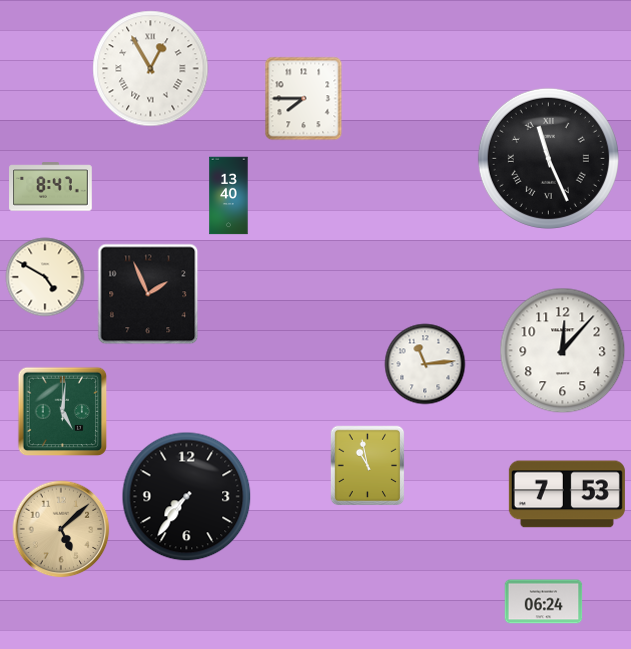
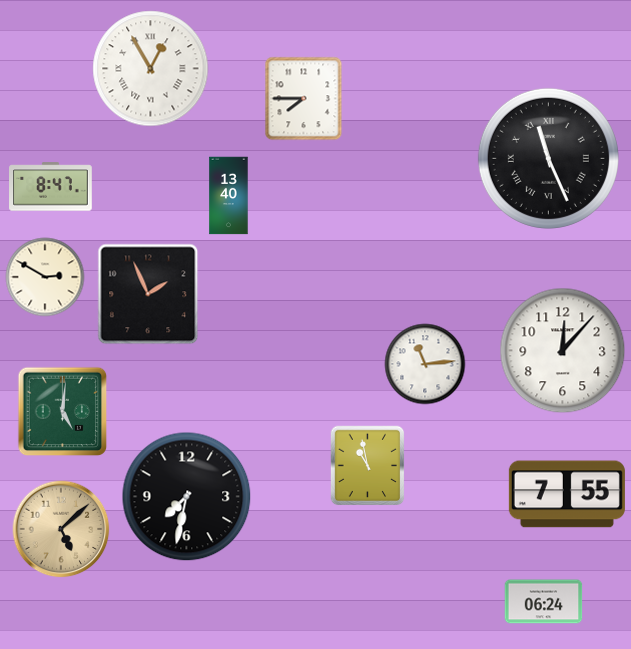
clock at (45, 277): 4:50 -> 2:50
clock at (567, 494): 7:53 -> 7:55
clock at (187, 497): 7:36 -> 7:32
